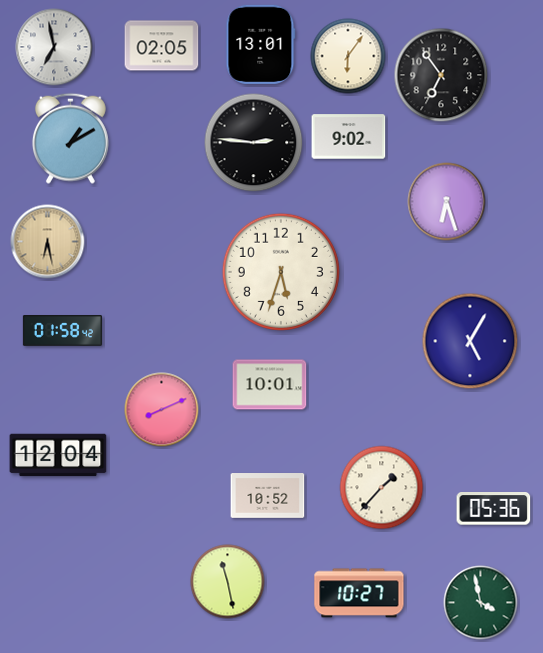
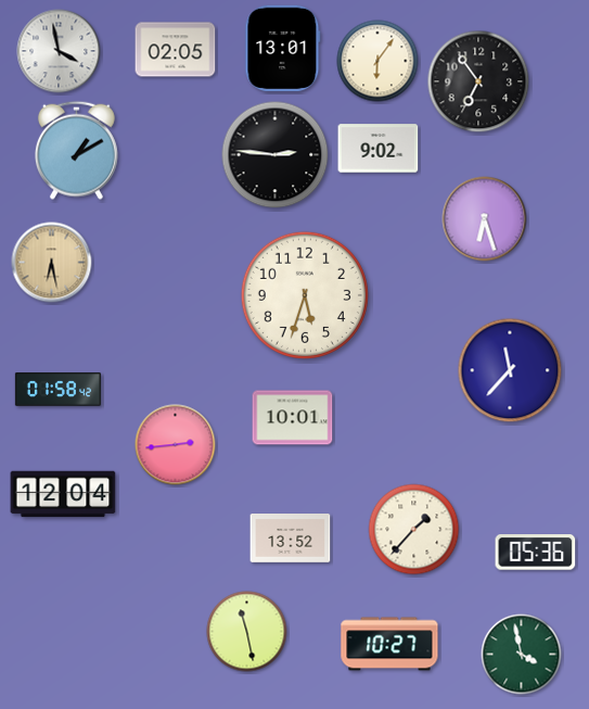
clock at (54, 47): 6:58 -> 3:58
clock at (62, 331) position: (62, 331) -> (57, 390)
clock at (470, 341): 5:05 -> 11:37
clock at (162, 410): 8:11 -> 2:44
clock at (268, 496): 10:52 -> 13:52
